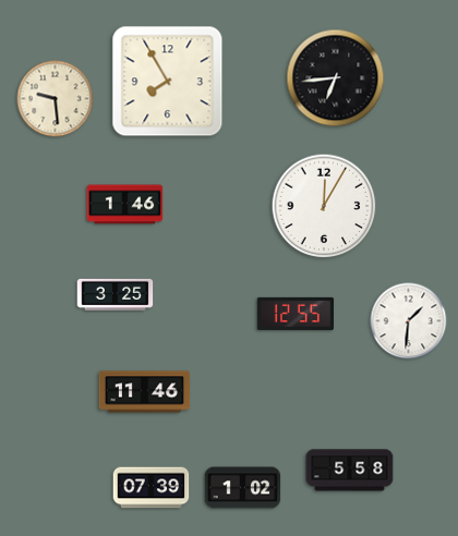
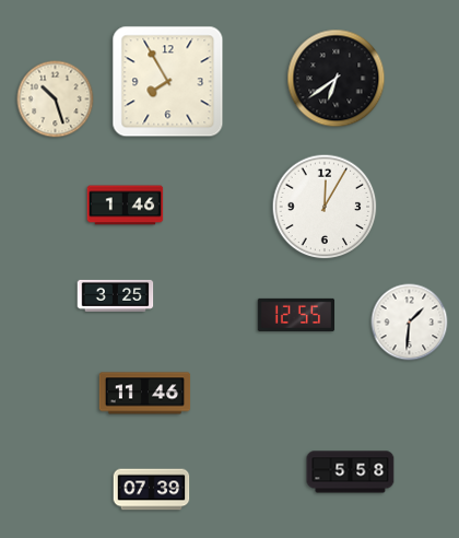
clock at (336, 78): 6:44 -> 6:39
clock at (56, 99): 9:29 -> 10:27
clock at (243, 488): 1:02 -> none
